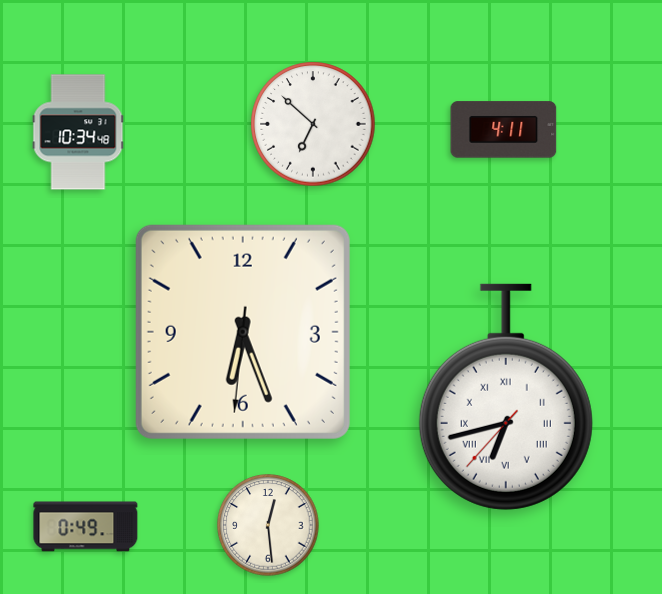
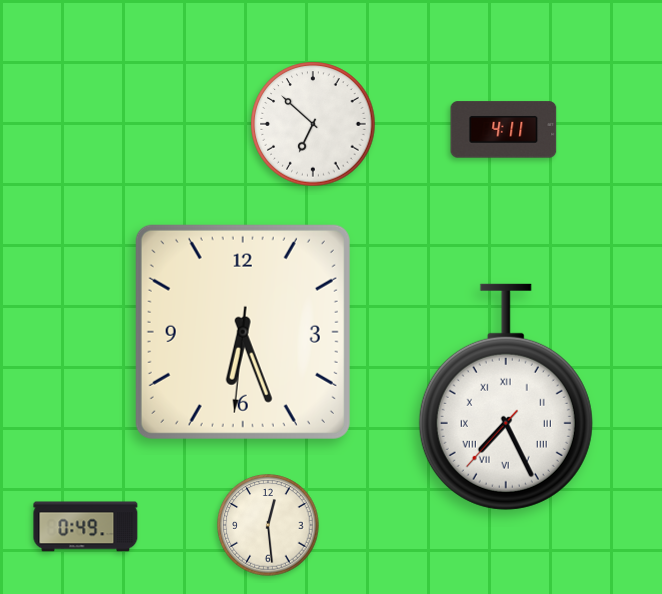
clock at (78, 132): 10:34 -> none
clock at (506, 397): 6:42 -> 7:25
